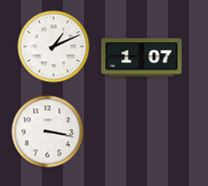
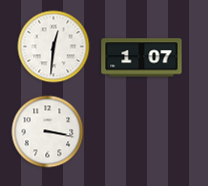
clock at (54, 47): 1:11 -> 12:31
